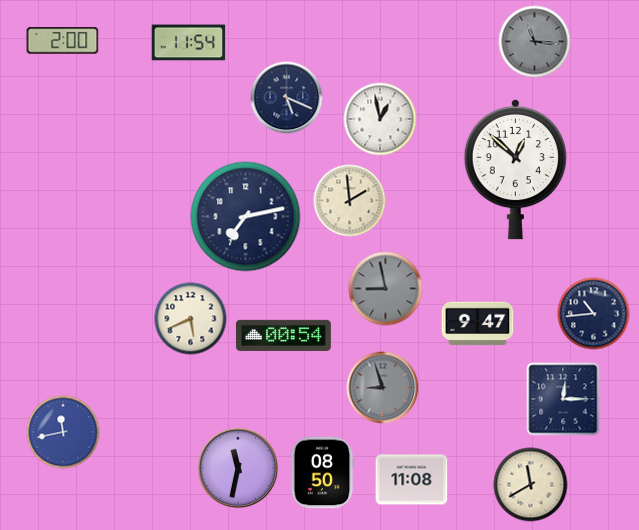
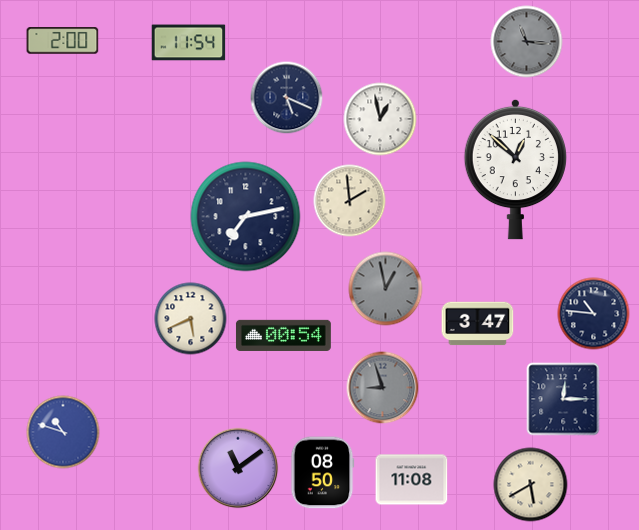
clock at (535, 42) position: (535, 42) -> (527, 42)
clock at (386, 289): 8:58 -> 12:58
clock at (594, 314): 10:44 -> 10:46
clock at (478, 324): 9:47 -> 3:47
clock at (63, 432): 11:43 -> 10:48
clock at (238, 468): 11:32 -> 11:09
clock at (531, 485): 11:40 -> 5:40
